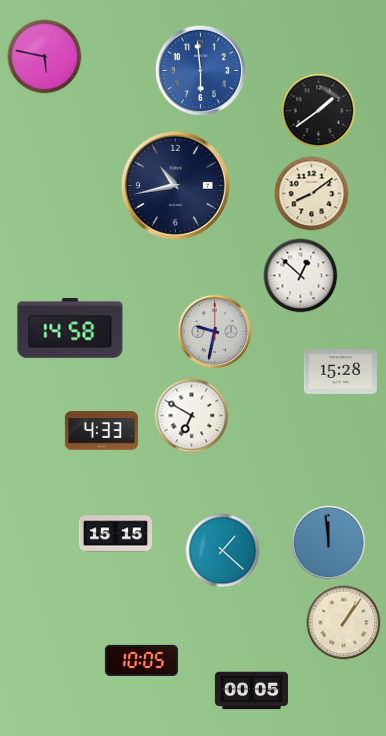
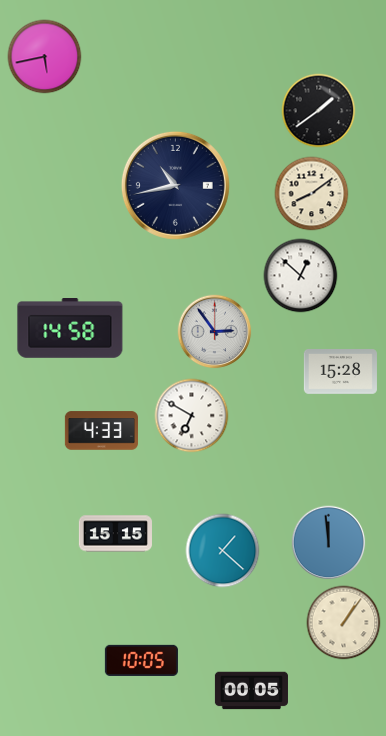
clock at (45, 57): 5:47 -> 5:43
clock at (200, 70): 5:59 -> none
clock at (215, 332): 9:32 -> 2:54
